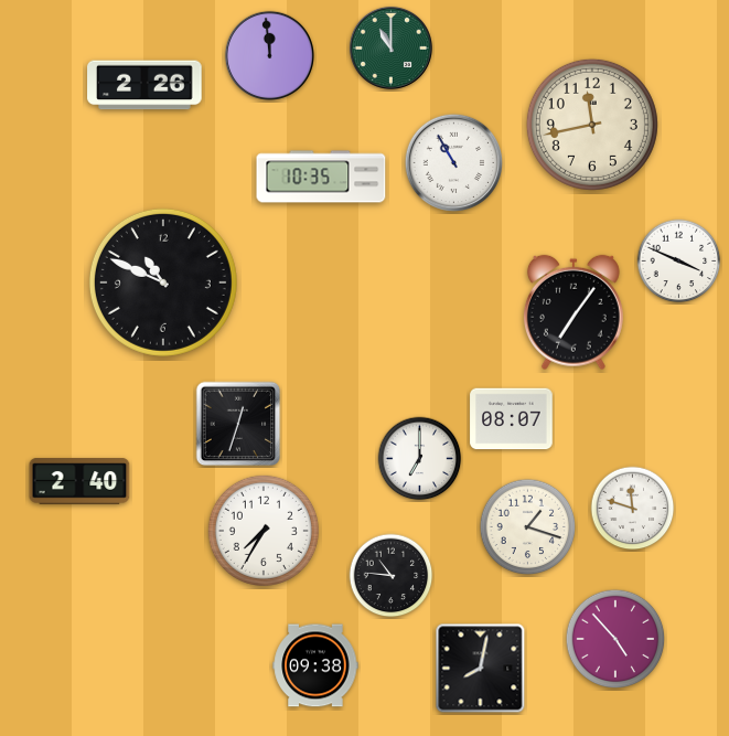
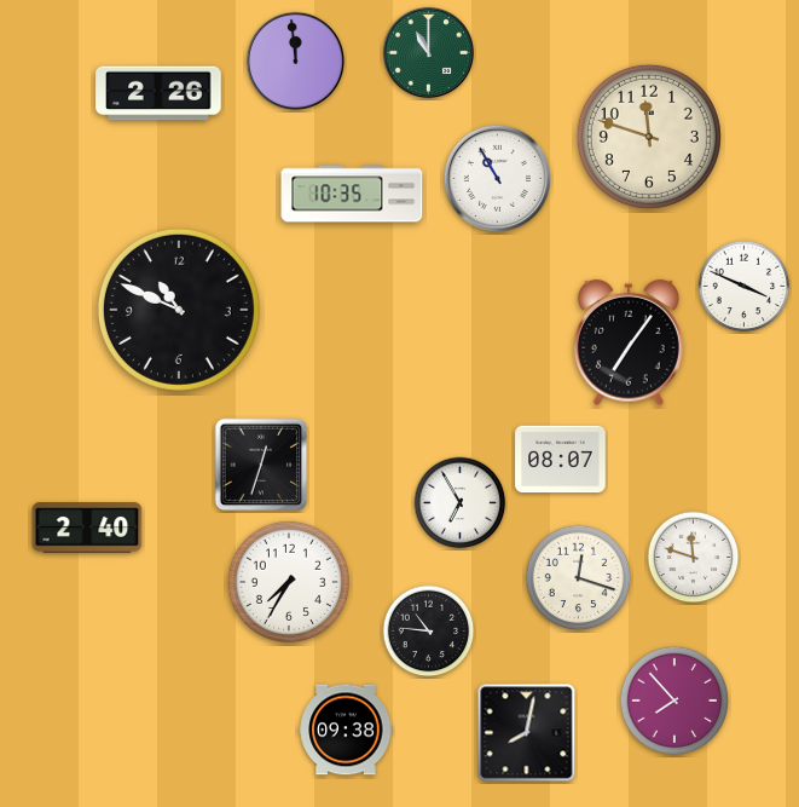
clock at (592, 125): 11:43 -> 11:48
clock at (420, 459): 7:00 -> 6:55
clock at (528, 527): 1:18 -> 12:18
clock at (615, 639): 4:53 -> 7:53
